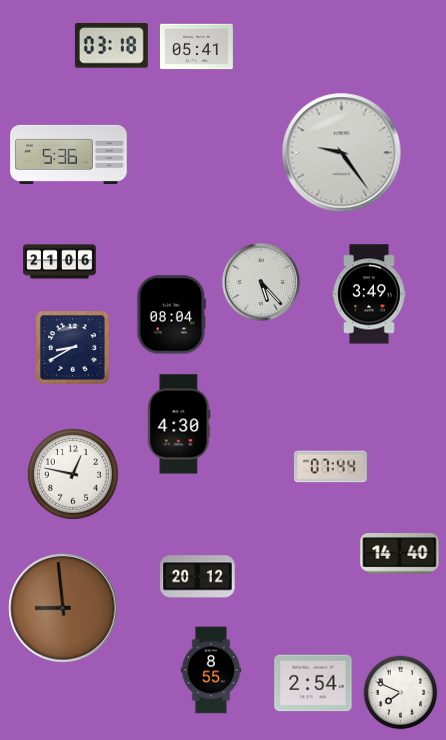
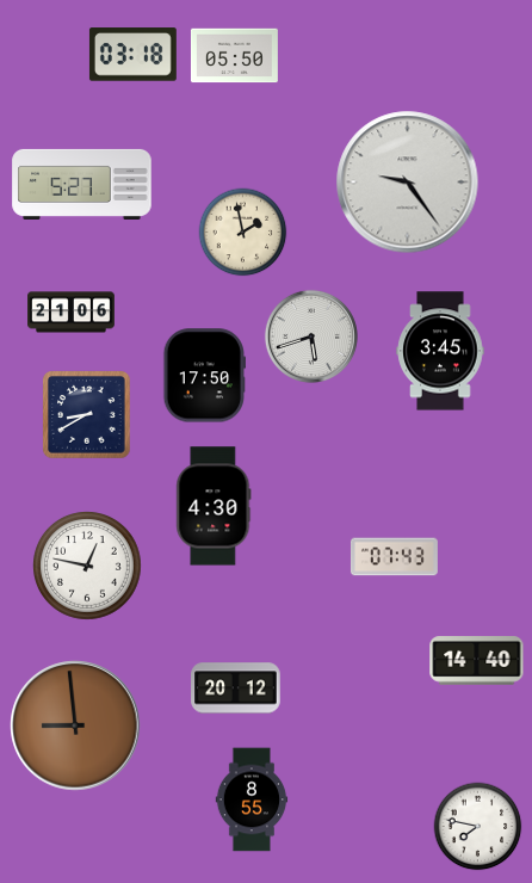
clock at (196, 47): 05:41 -> 05:50
clock at (69, 154): 5:36 -> 5:27
clock at (243, 233): none -> 1:58
clock at (261, 282): 5:23 -> 5:42
clock at (369, 294): 3:49 -> 3:45
clock at (171, 315): 08:04 -> 17:50
clock at (330, 467): 07:44 -> 07:43
clock at (313, 683): 2:54 -> none
clock at (401, 693): 7:49 -> 7:47
